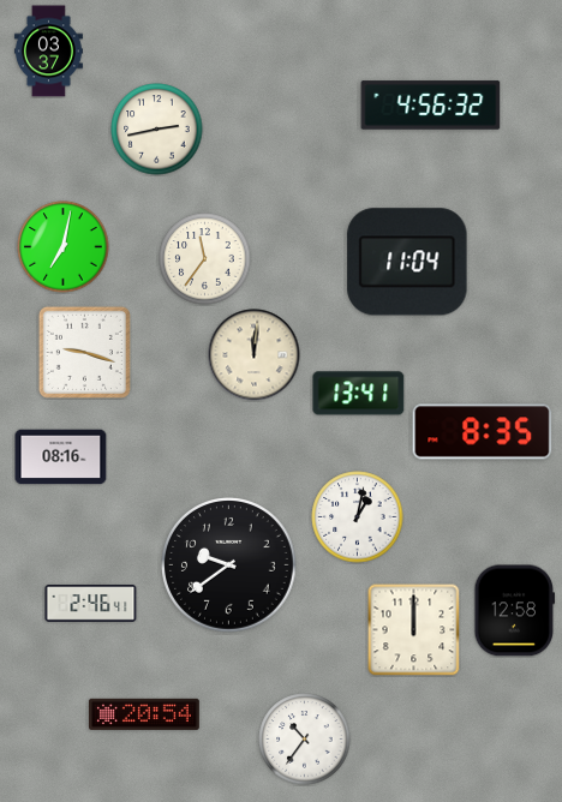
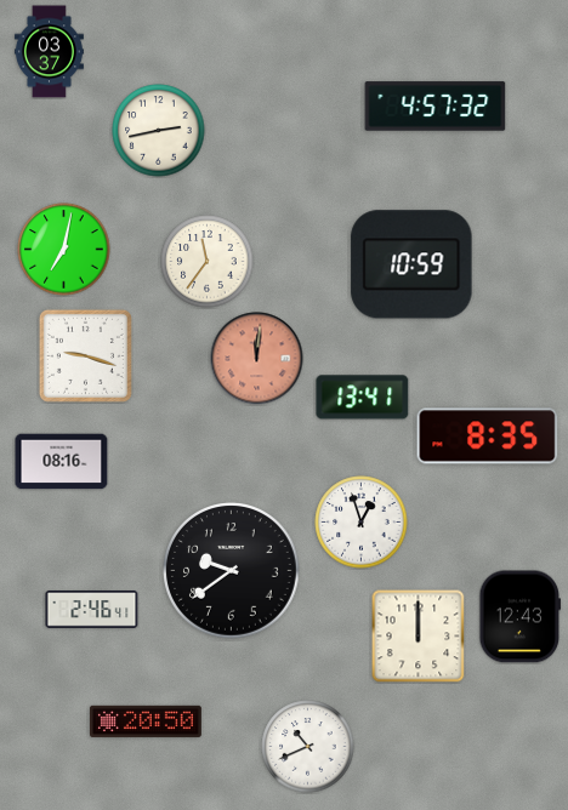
clock at (431, 106): 4:56 -> 4:57
clock at (407, 262): 11:04 -> 10:59
clock at (255, 355) dial: cream -> salmon
clock at (358, 517): 1:02 -> 12:57
clock at (515, 611): 12:58 -> 12:43
clock at (144, 714): 20:54 -> 20:50
clock at (305, 740): 10:36 -> 10:41
